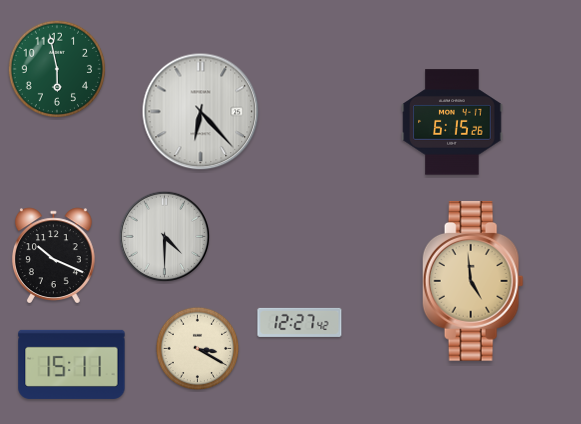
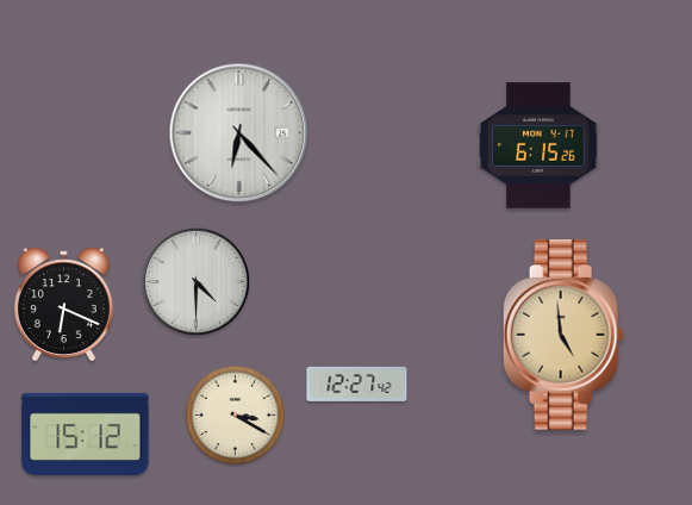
clock at (56, 68): 5:58 -> none
clock at (53, 255): 10:19 -> 6:19
clock at (72, 364): 15:11 -> 15:12
